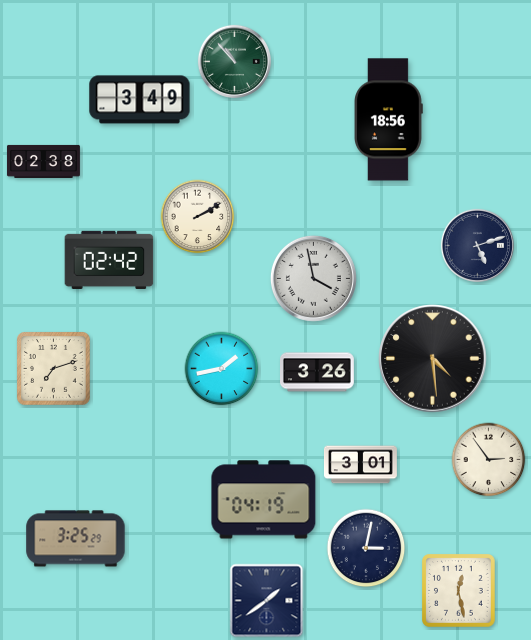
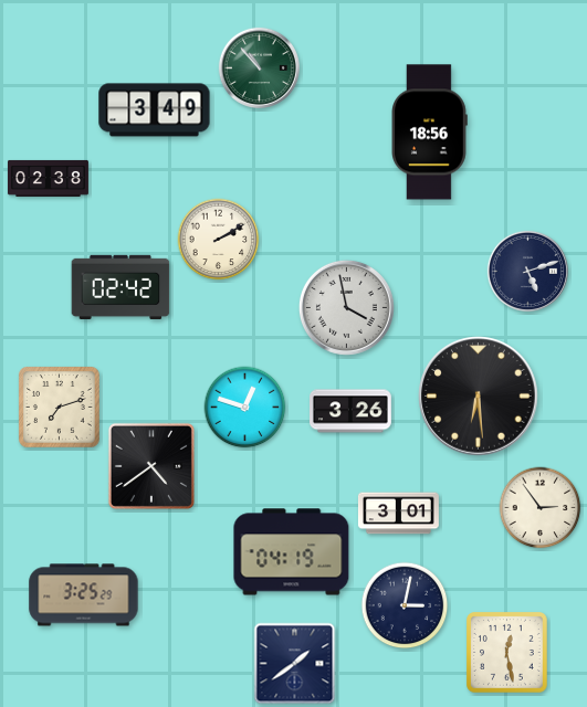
clock at (433, 359): 4:29 -> 6:29
clock at (222, 369): 1:43 -> 12:48
clock at (151, 466): none -> 4:39
